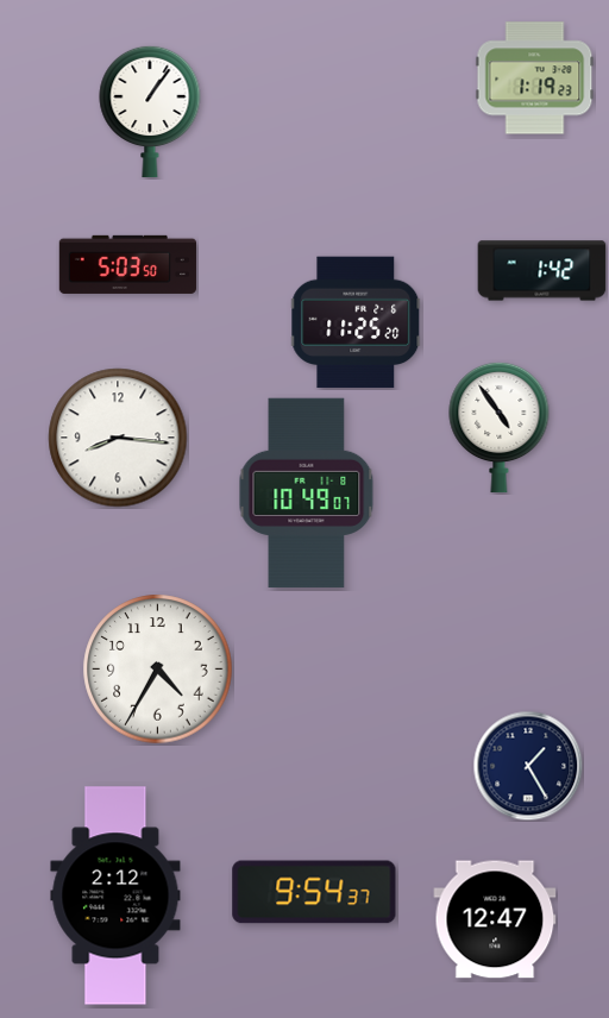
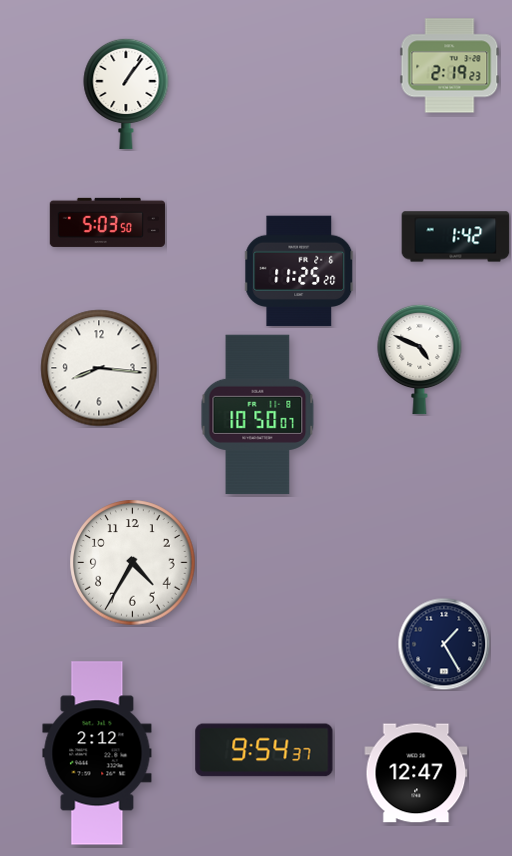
clock at (535, 78): 1:19 -> 2:19
clock at (542, 271) position: (542, 271) -> (456, 237)
clock at (500, 427): 4:54 -> 4:49
clock at (307, 494): 10:49 -> 10:50
